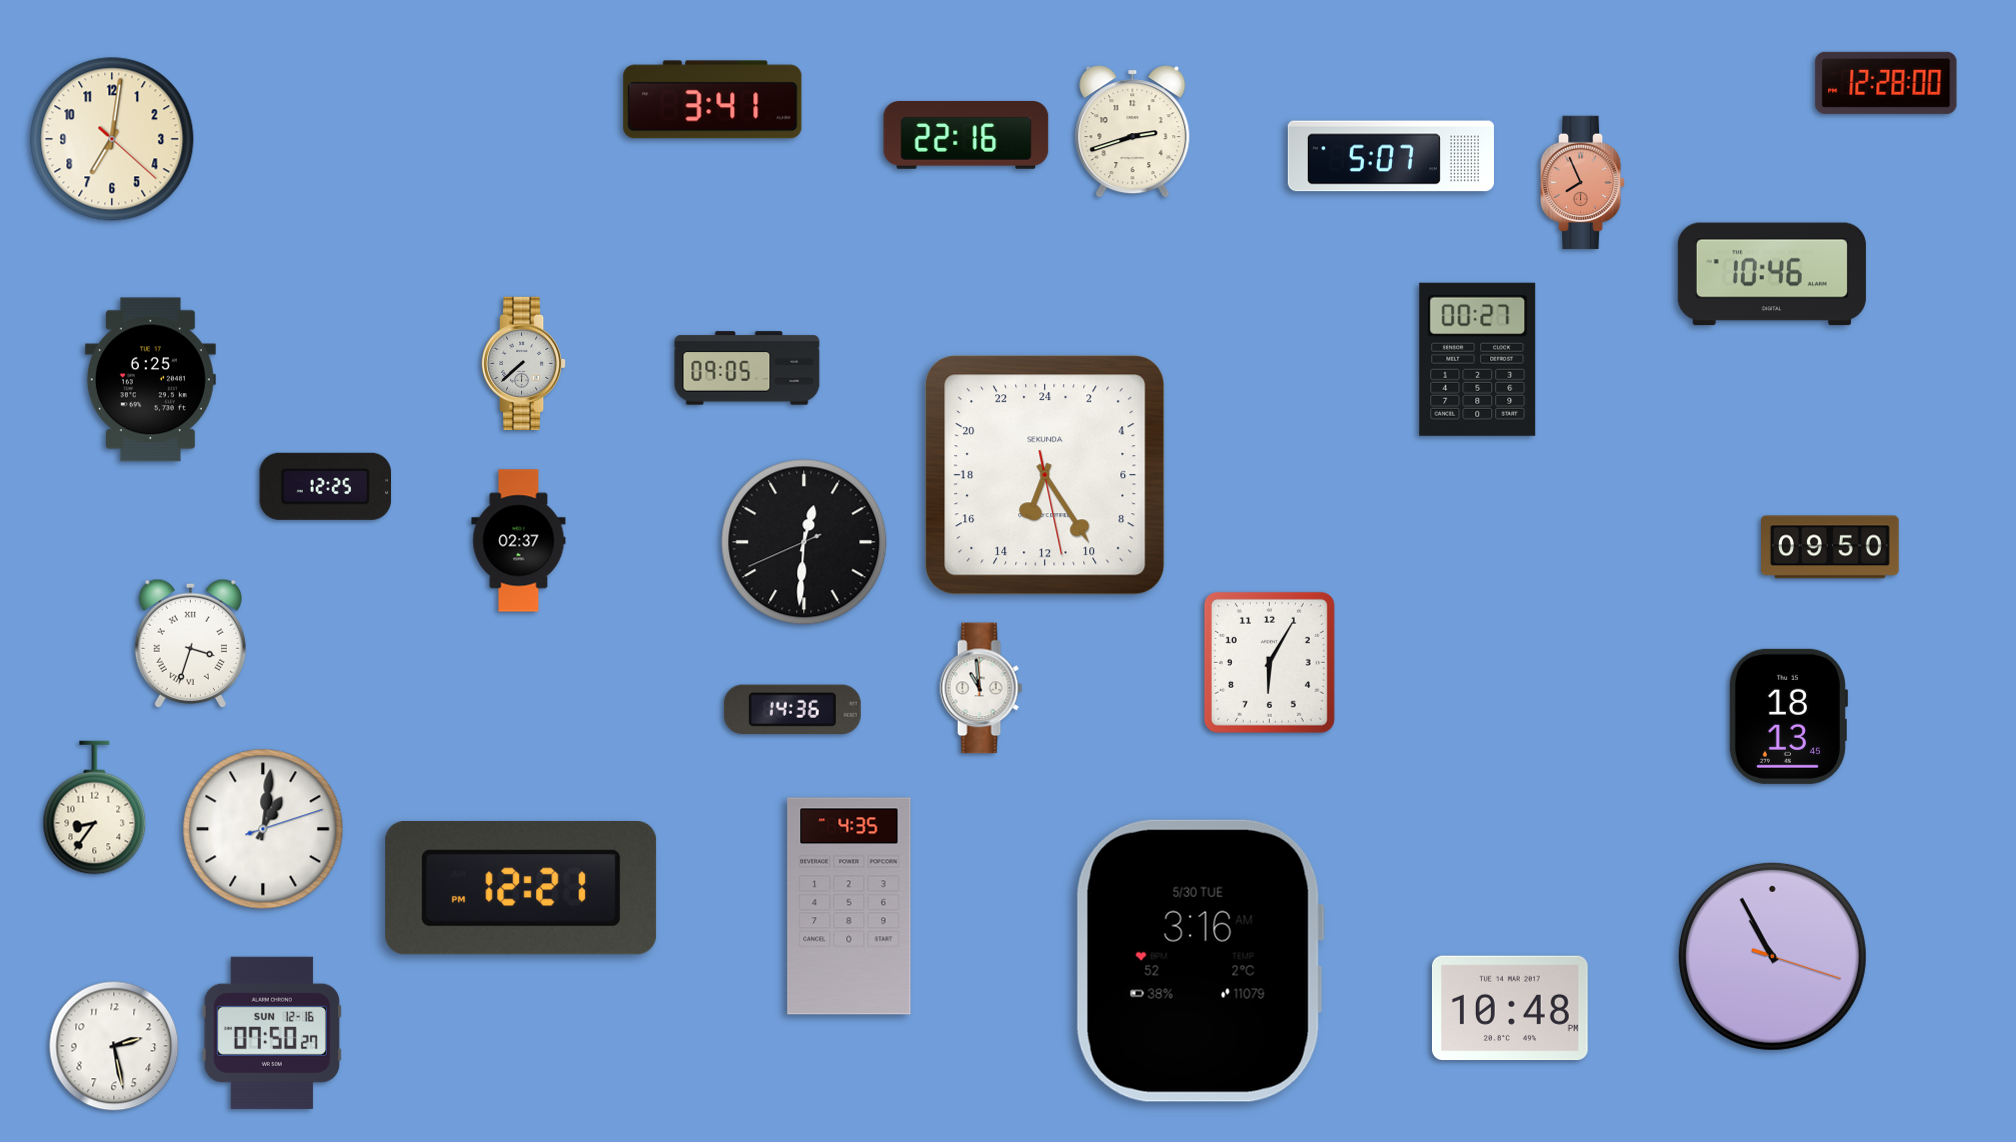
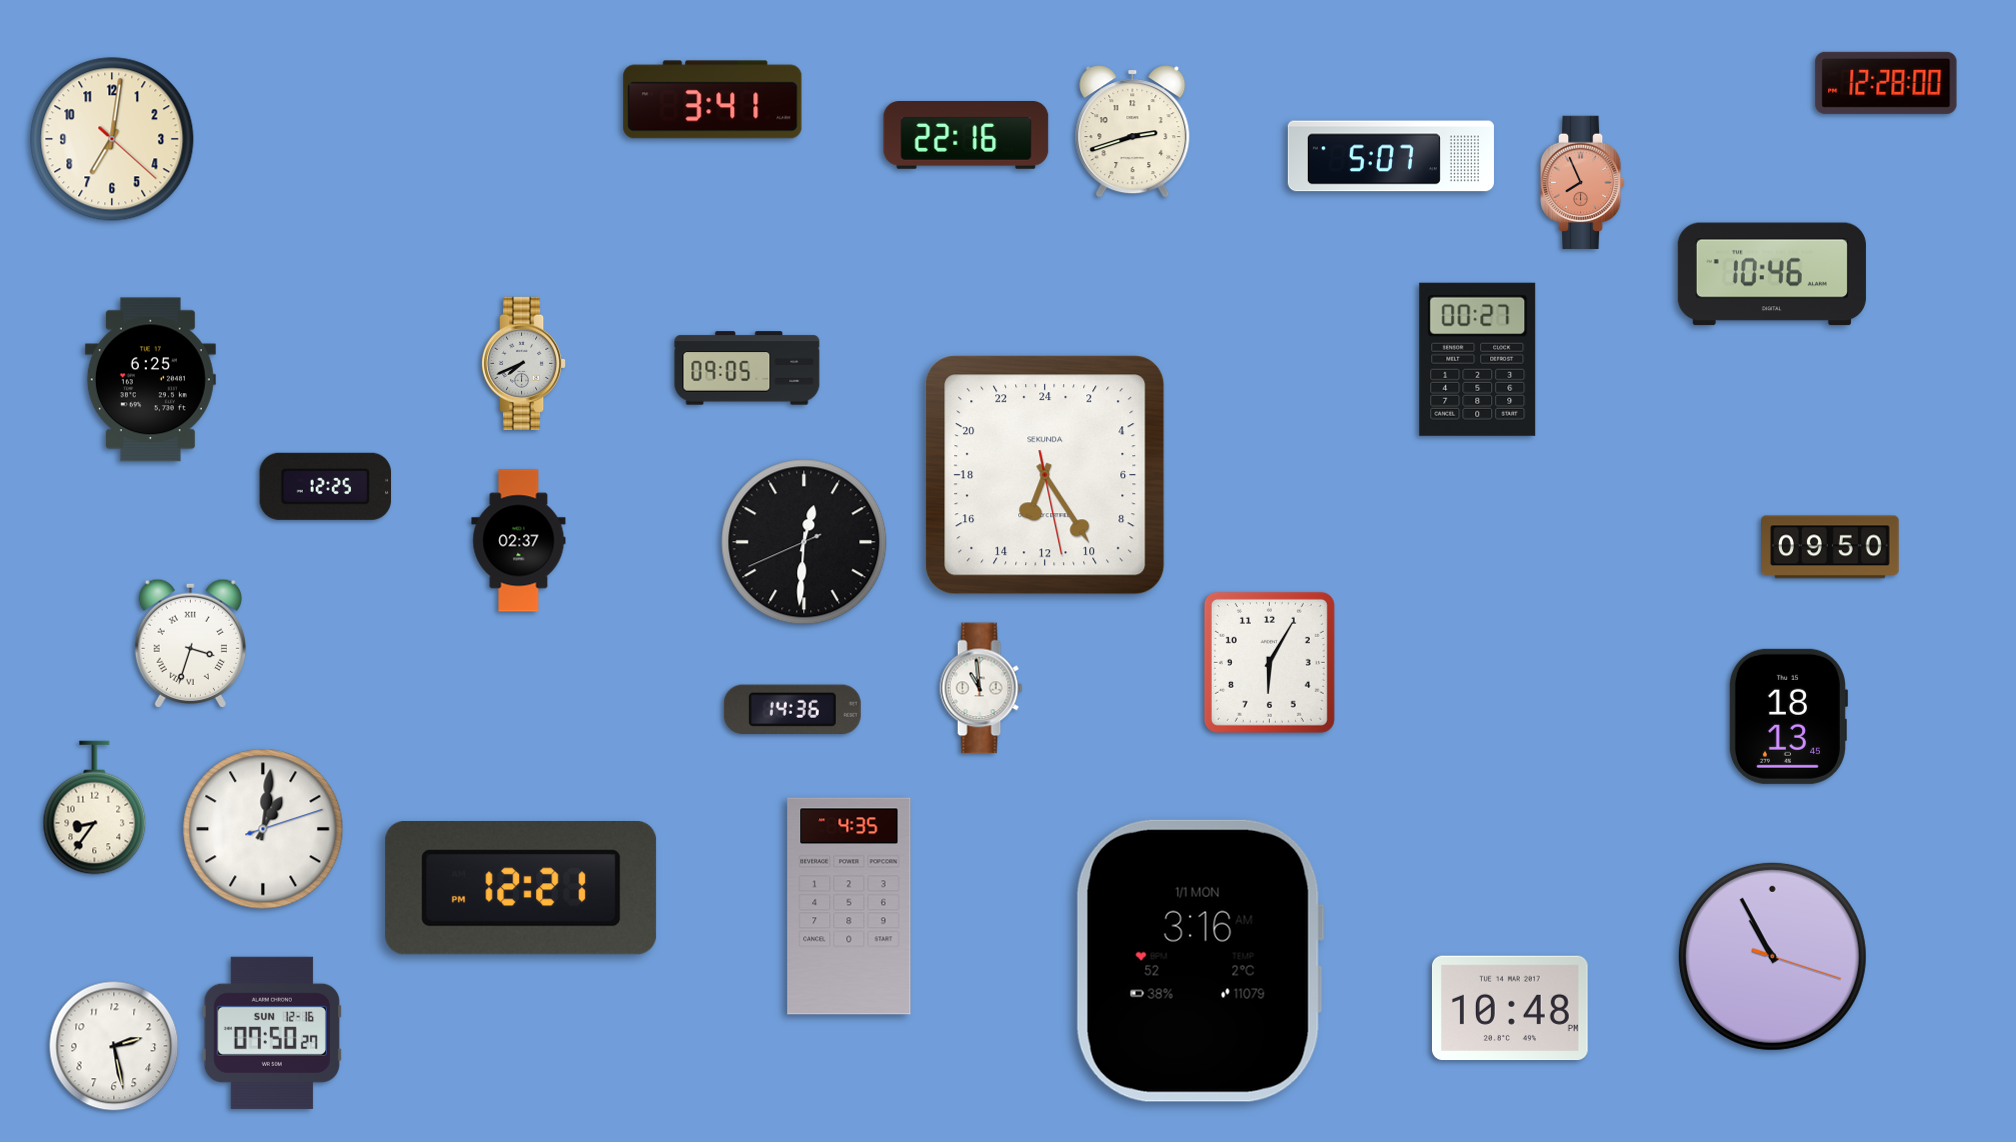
clock at (524, 363): 7:38 -> 7:41
clock at (1200, 961) date: 5/30 TUE -> 1/1 MON
